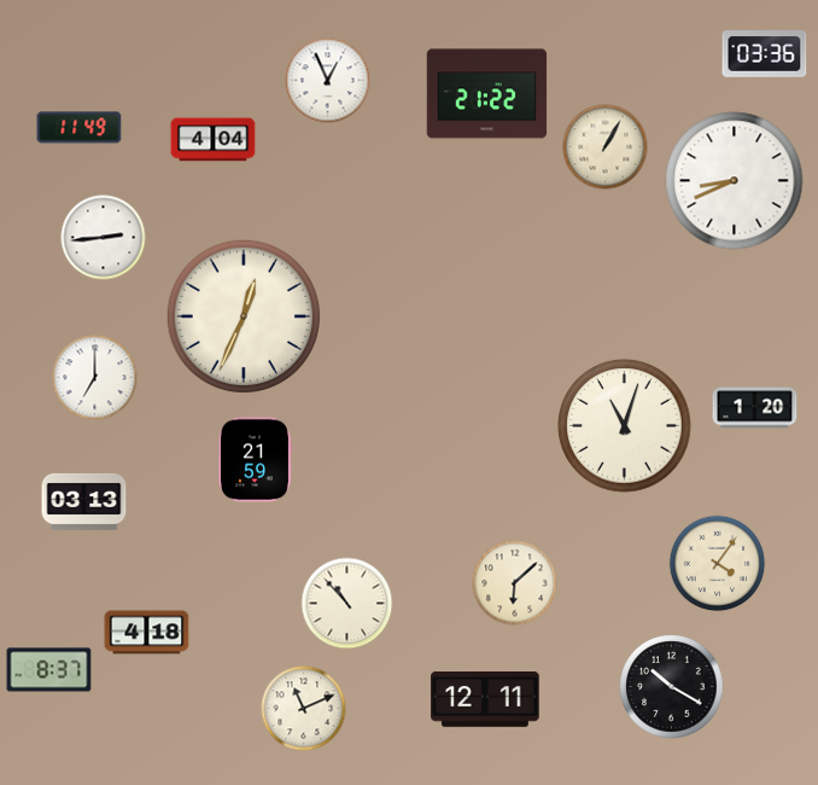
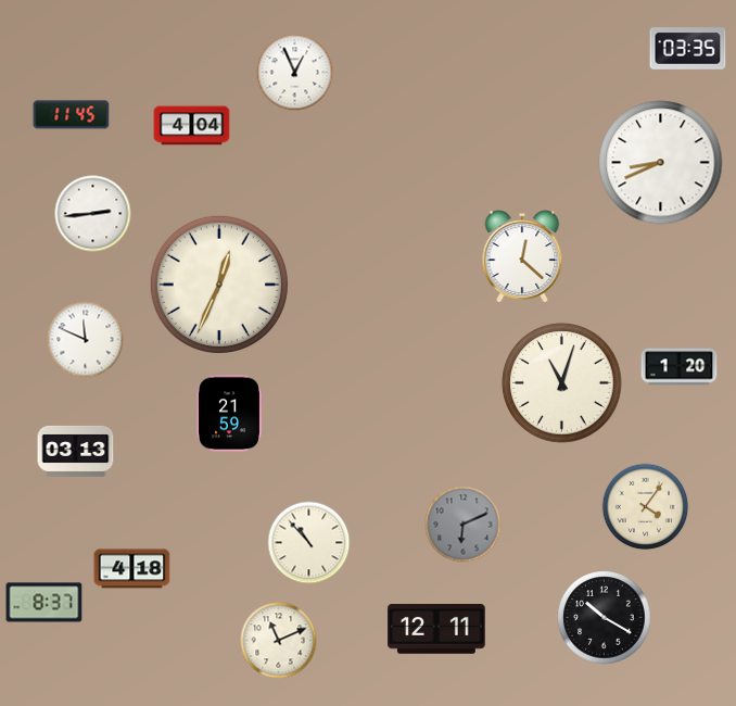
clock at (765, 54): 03:36 -> 03:35
clock at (487, 94): 21:22 -> none
clock at (80, 128): 11:49 -> 11:45
clock at (606, 147): 1:05 -> none
clock at (522, 256): none -> 12:22
clock at (95, 378): 7:00 -> 11:49
clock at (515, 583): 6:08 -> 6:11
clock at (515, 583) dial: cream -> grey
clock at (347, 604) position: (347, 604) -> (309, 543)
clock at (304, 709) position: (304, 709) -> (279, 641)
